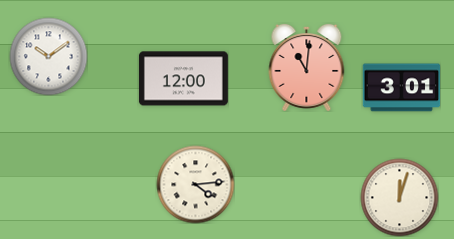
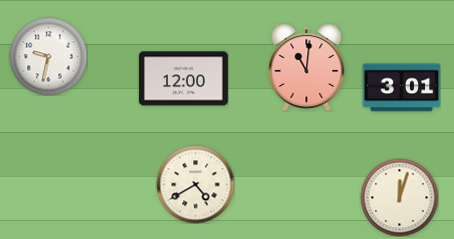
clock at (48, 56): 10:09 -> 9:32
clock at (195, 184): 4:14 -> 4:40
